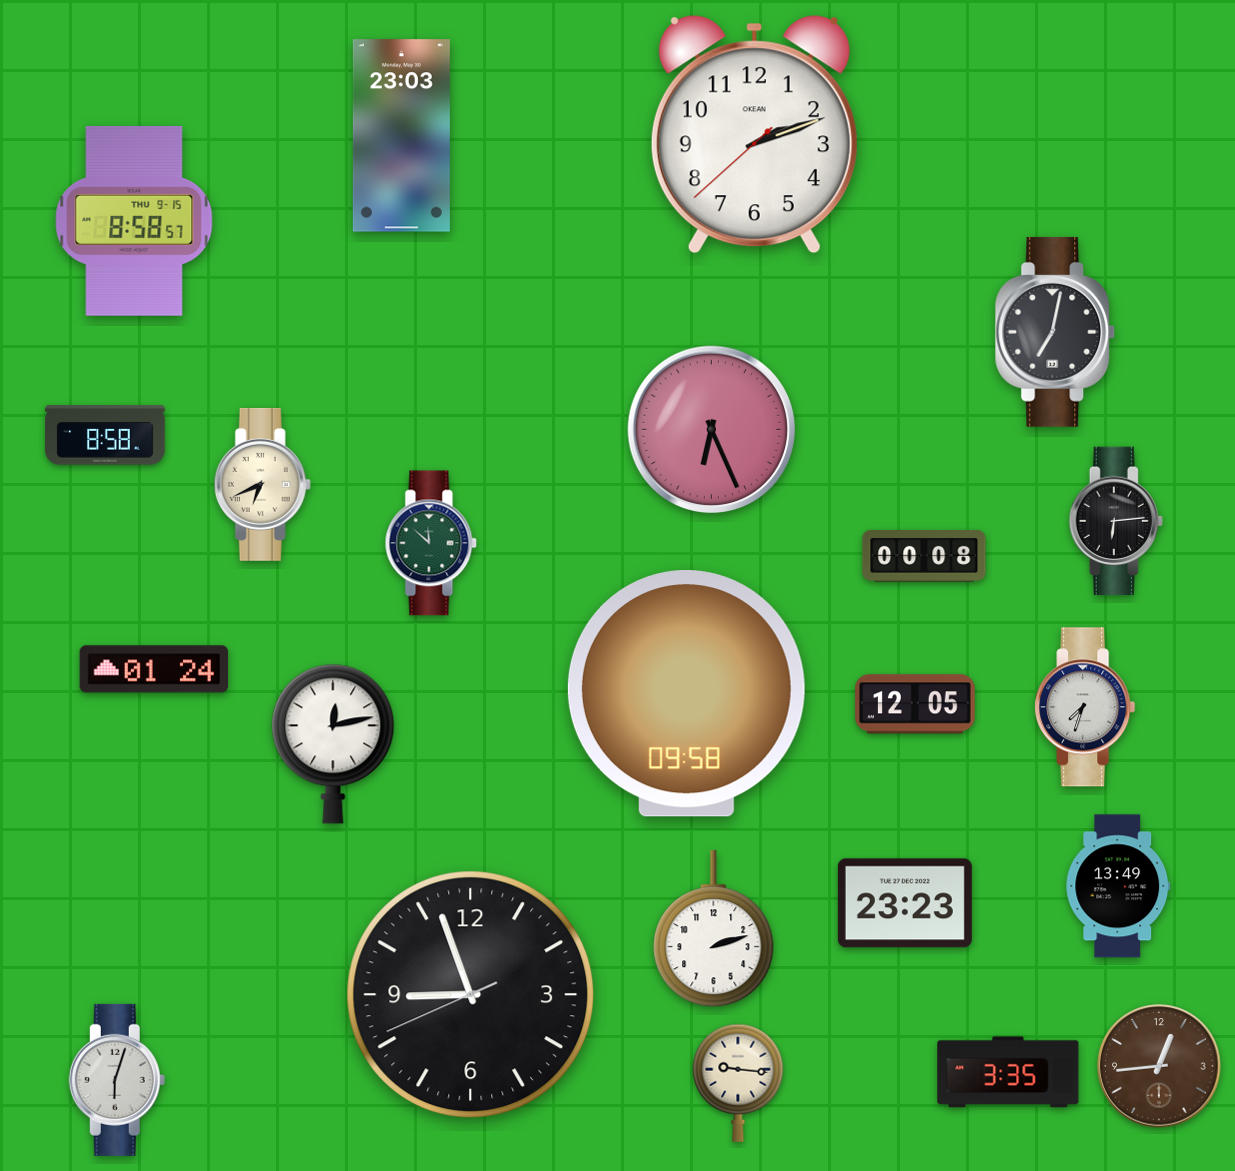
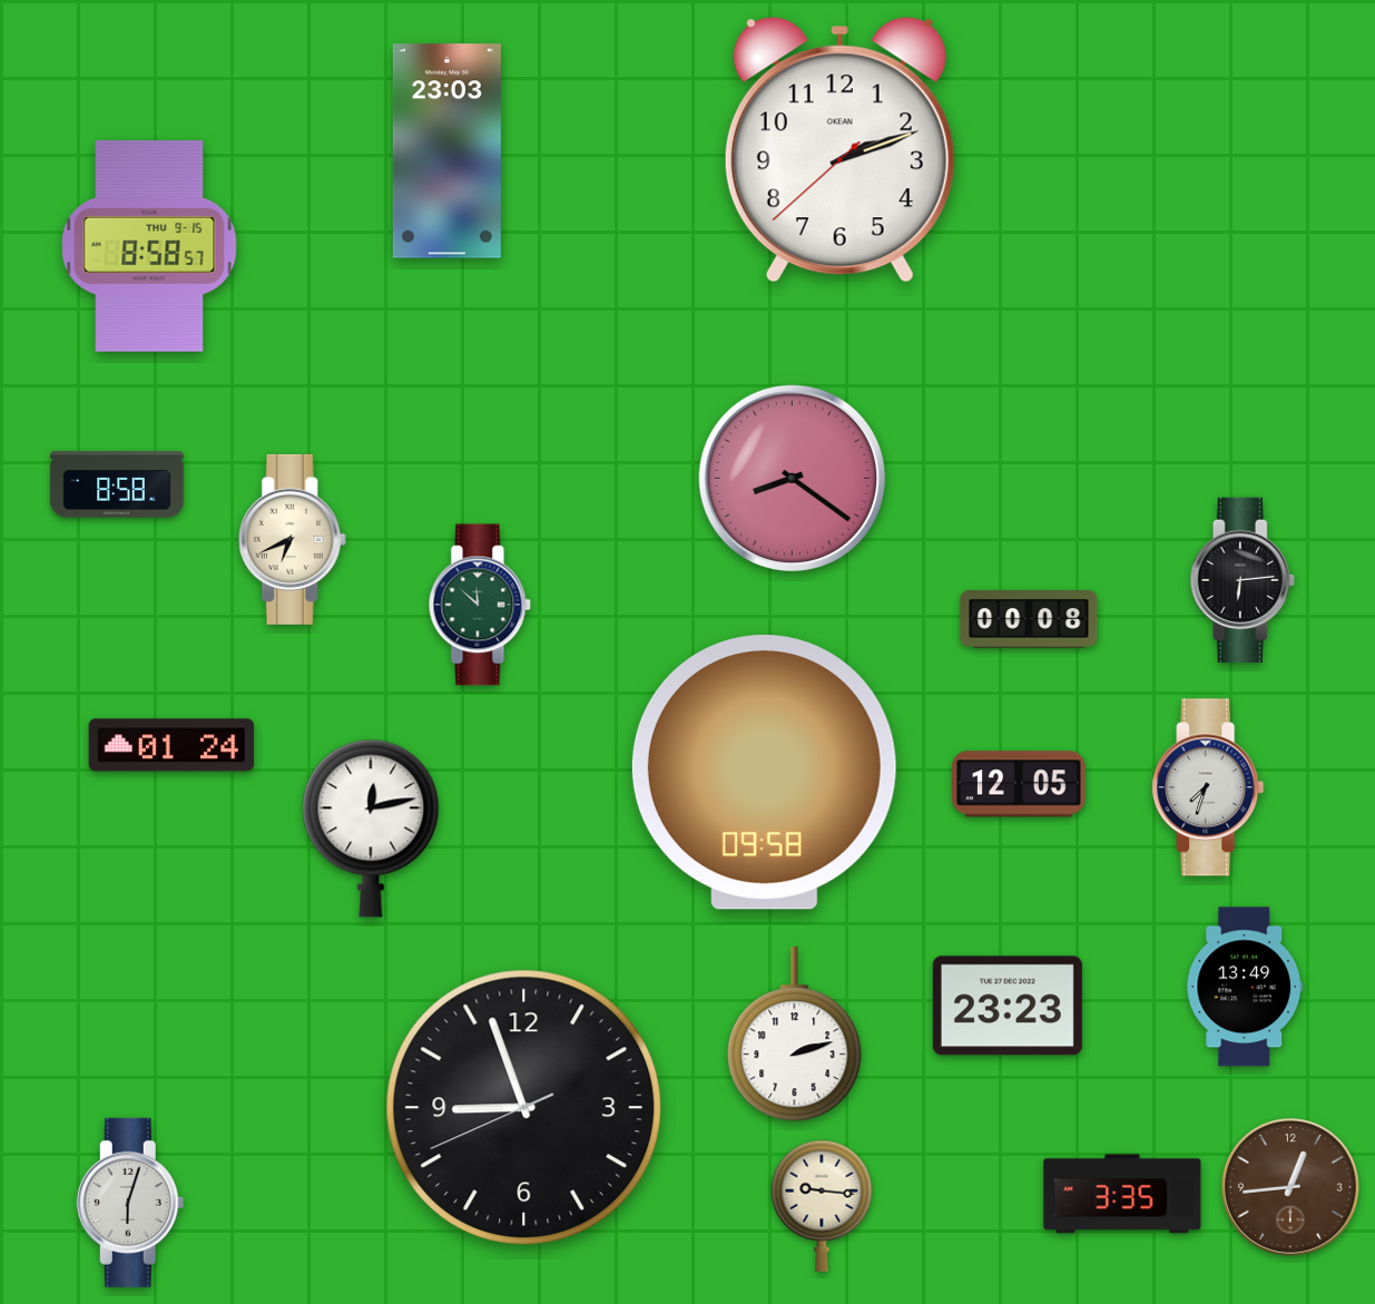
clock at (1055, 332): 7:02 -> none
clock at (712, 430): 6:26 -> 8:21
